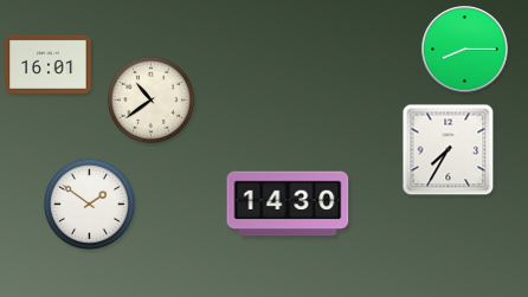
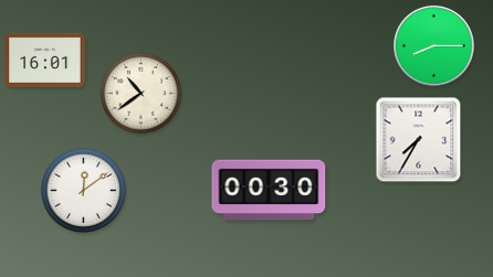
clock at (89, 204): 1:51 -> 12:09
clock at (288, 204): 14:30 -> 00:30
